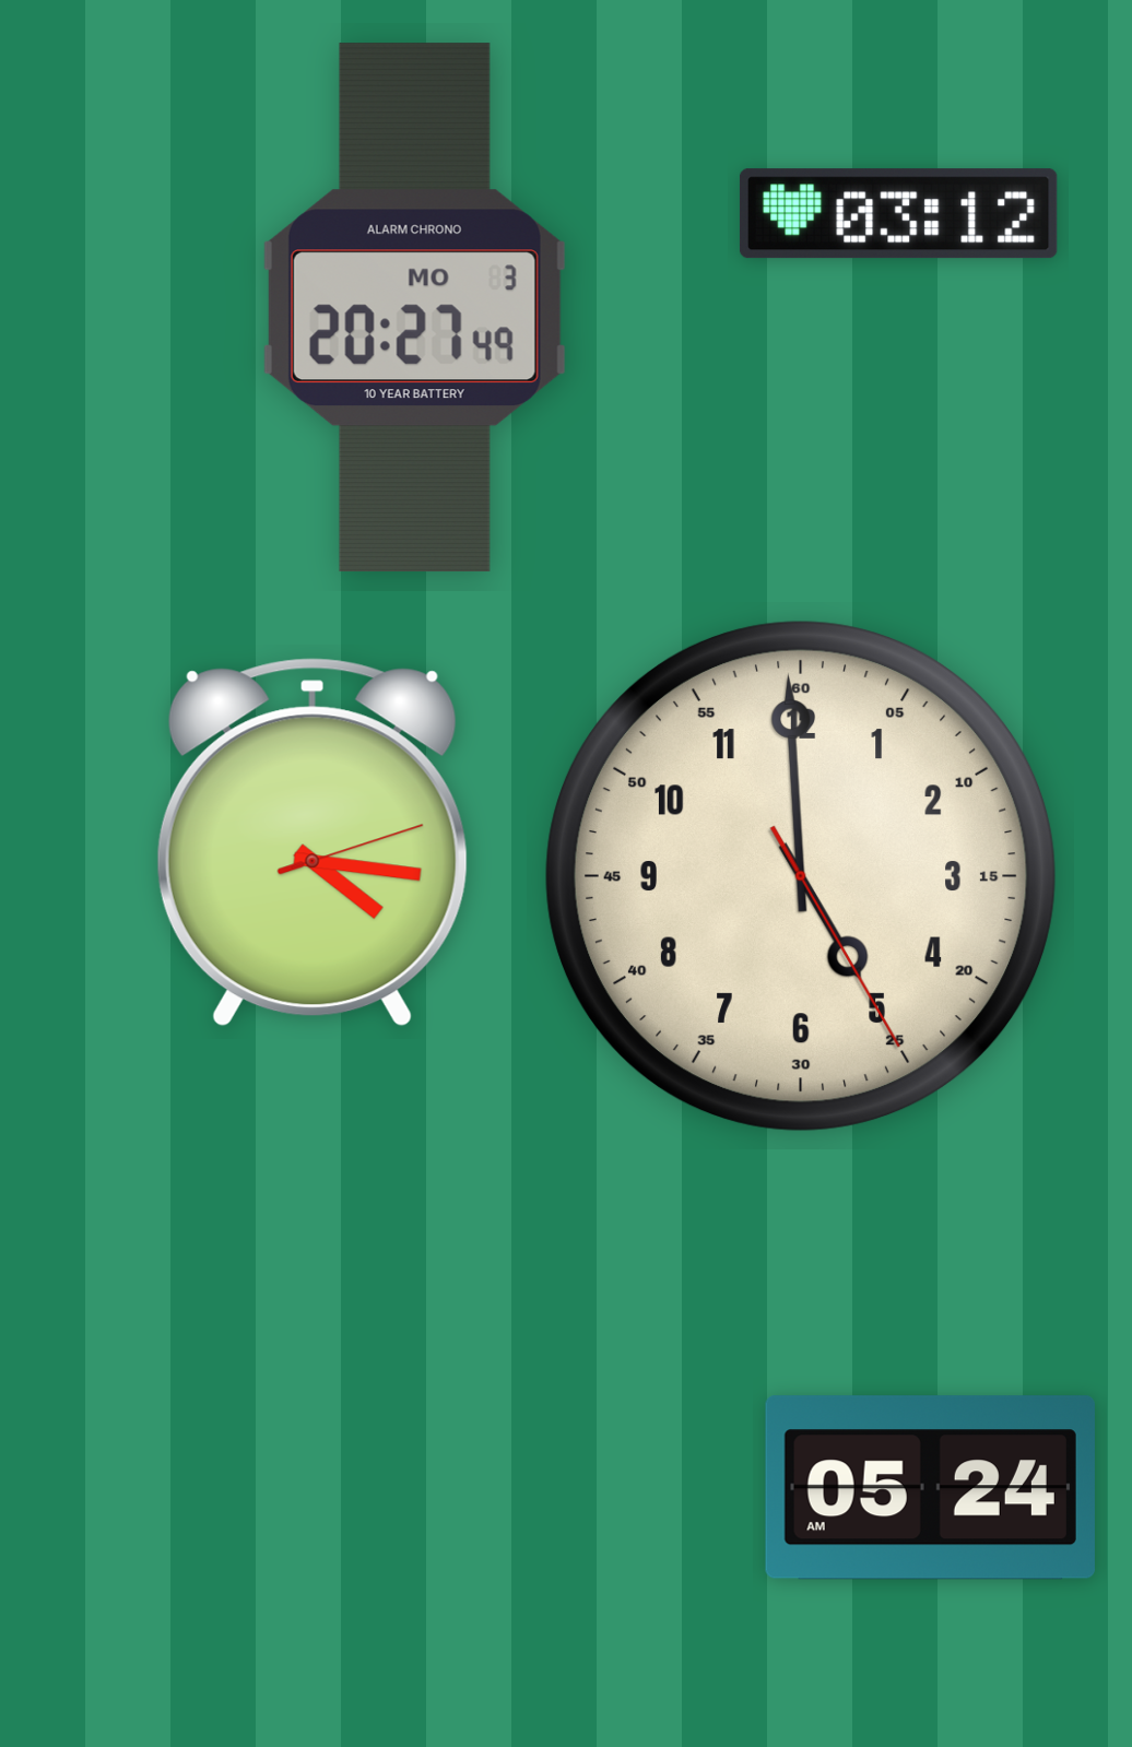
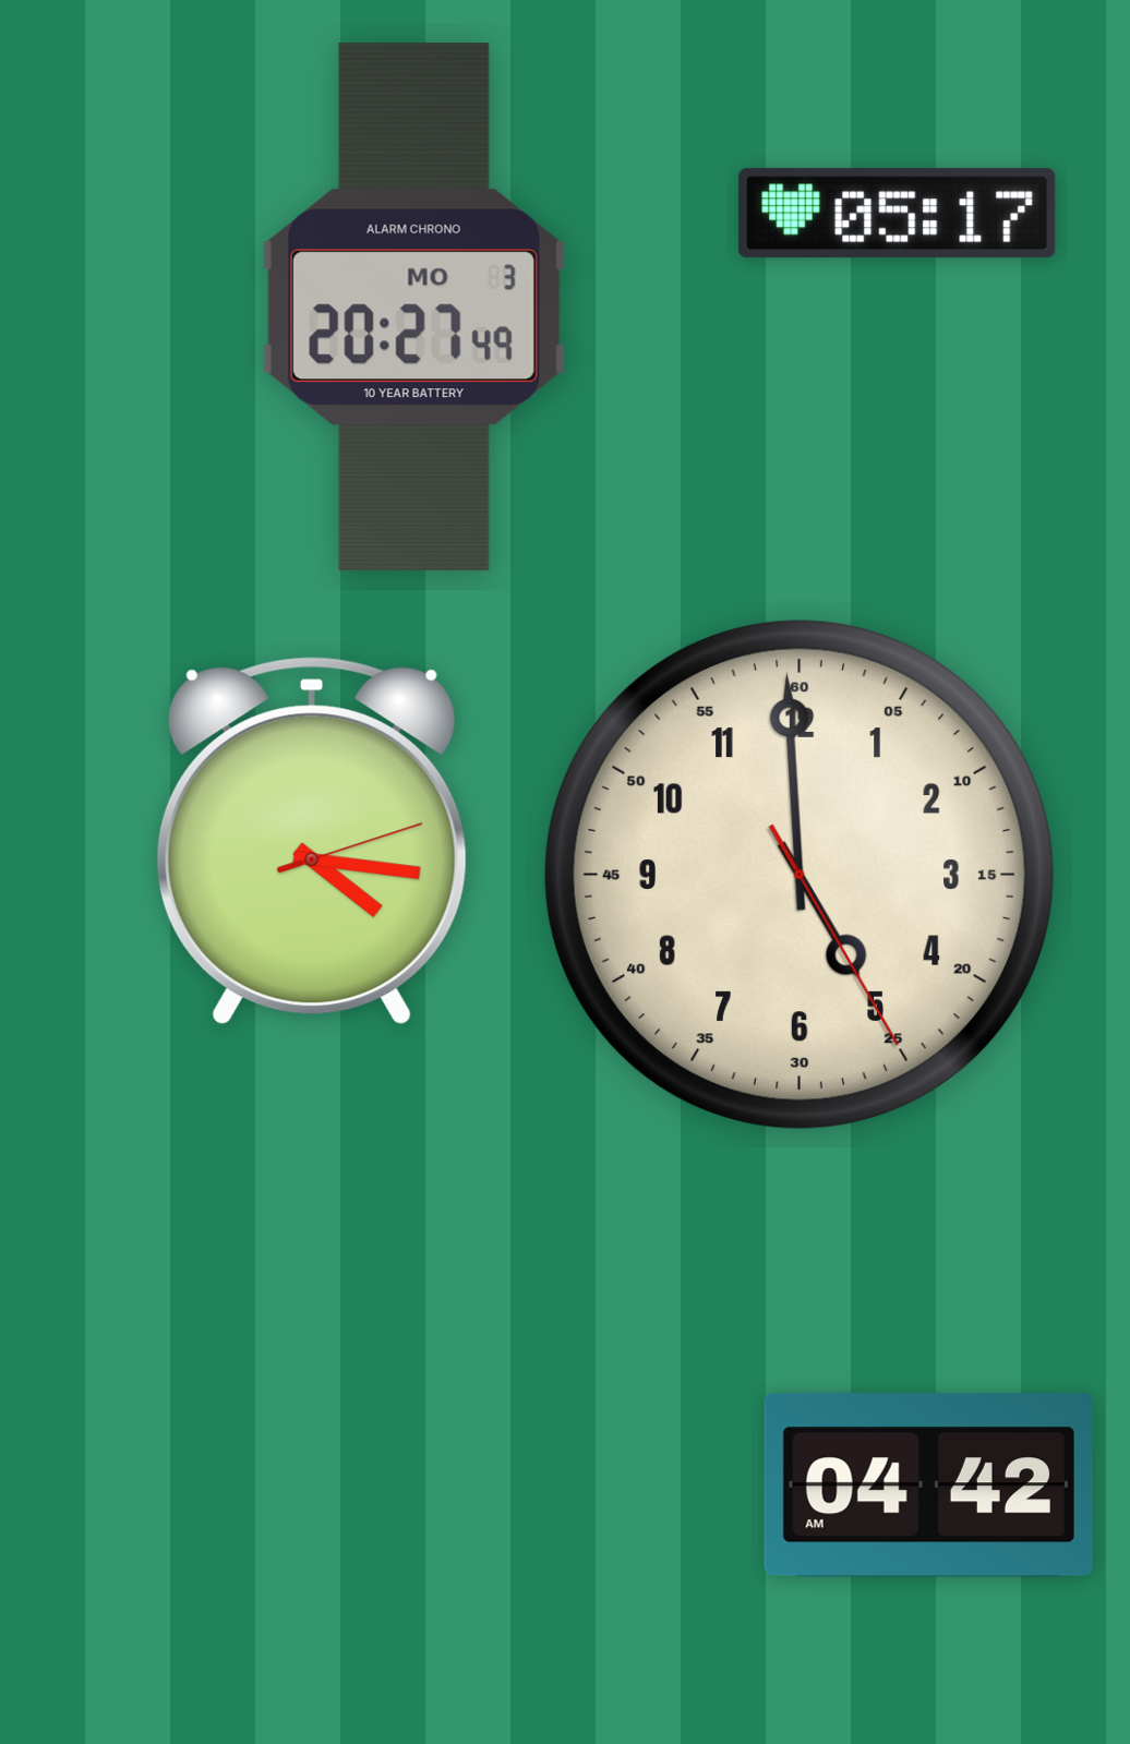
clock at (898, 214): 03:12 -> 05:17
clock at (930, 1488): 05:24 -> 04:42
